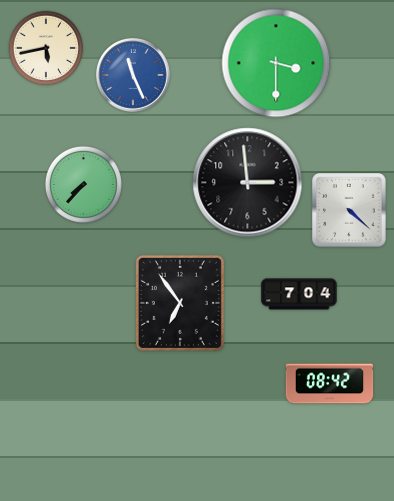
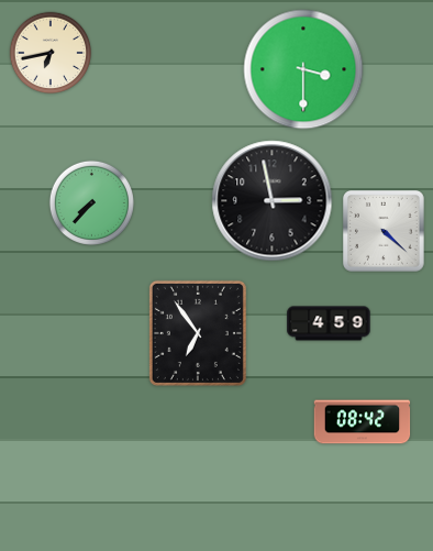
clock at (46, 48): 5:43 -> 6:43
clock at (133, 75): 11:26 -> none
clock at (248, 183): 2:59 -> 2:58
clock at (299, 294): 7:04 -> 4:59
